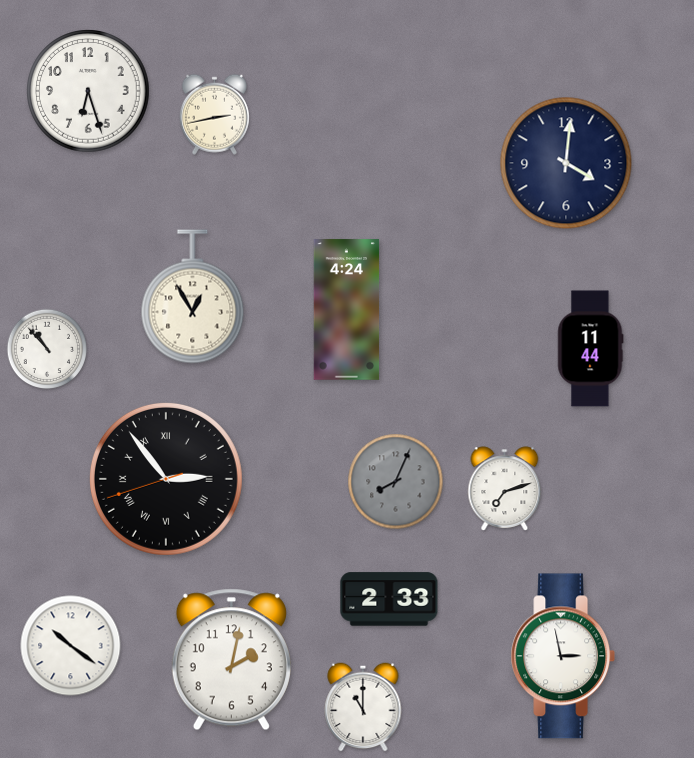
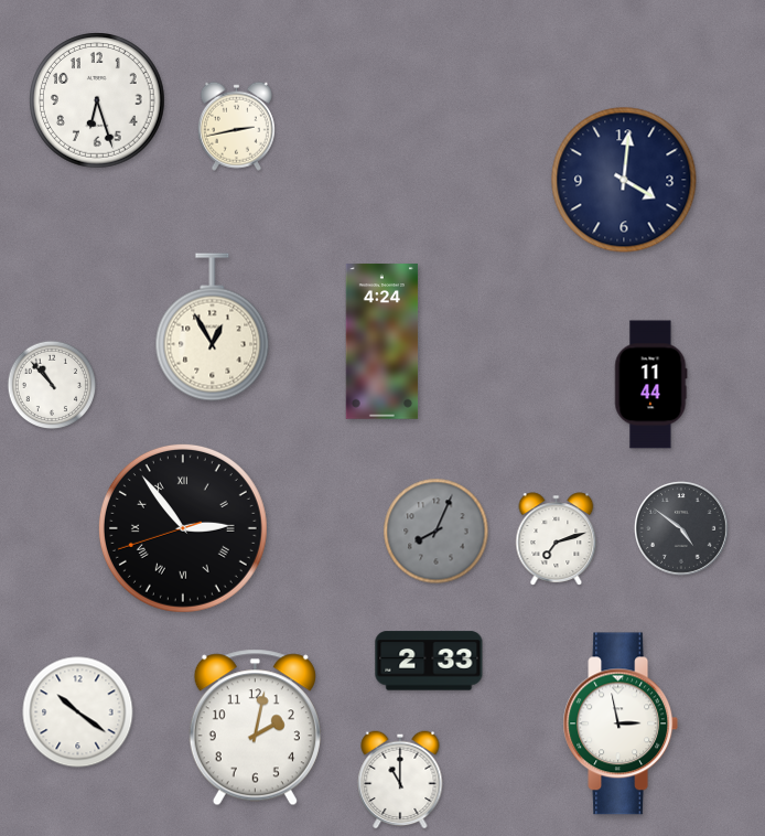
clock at (682, 529): none -> 4:51
